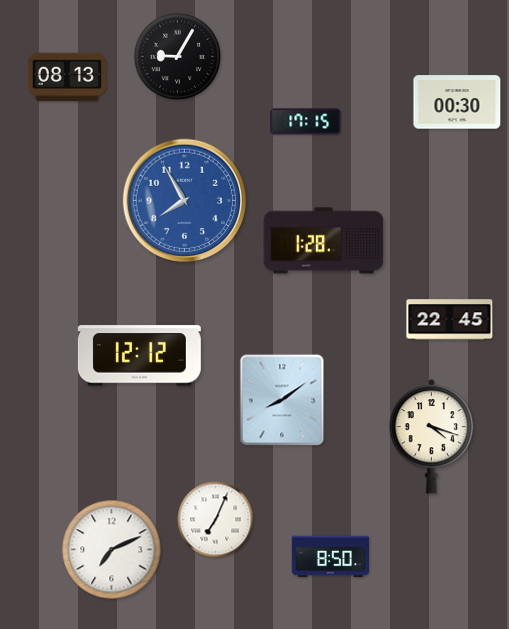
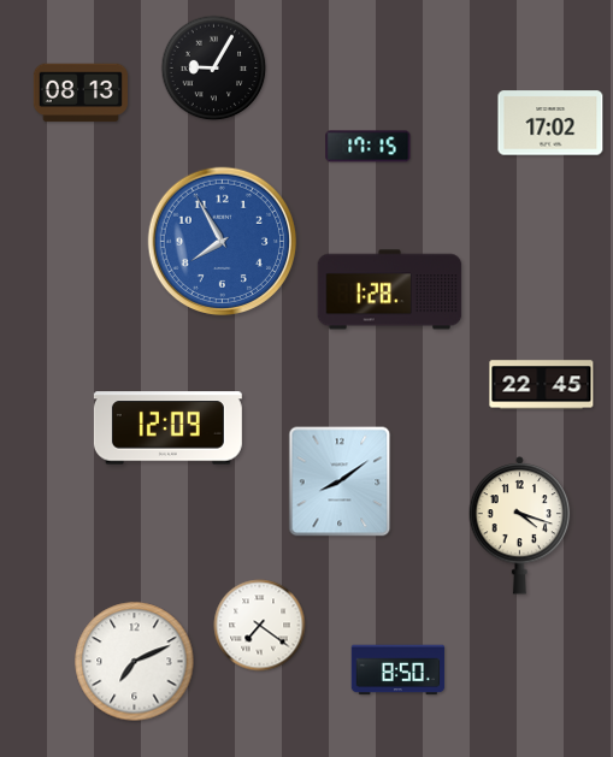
clock at (457, 102): 00:30 -> 17:02
clock at (139, 356): 12:12 -> 12:09
clock at (216, 520): 7:04 -> 7:21
